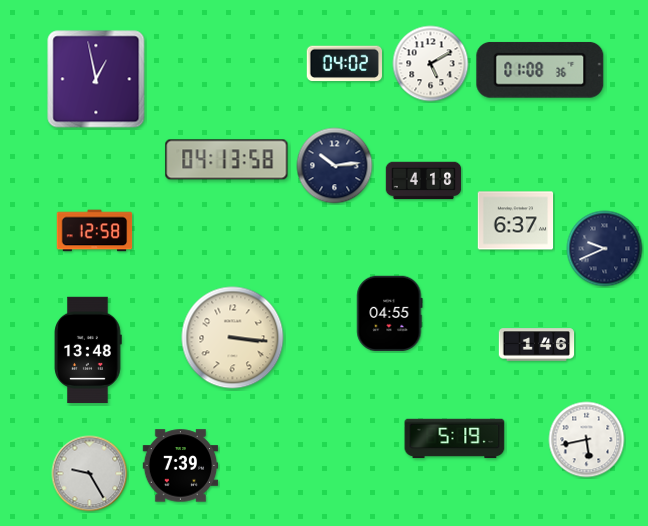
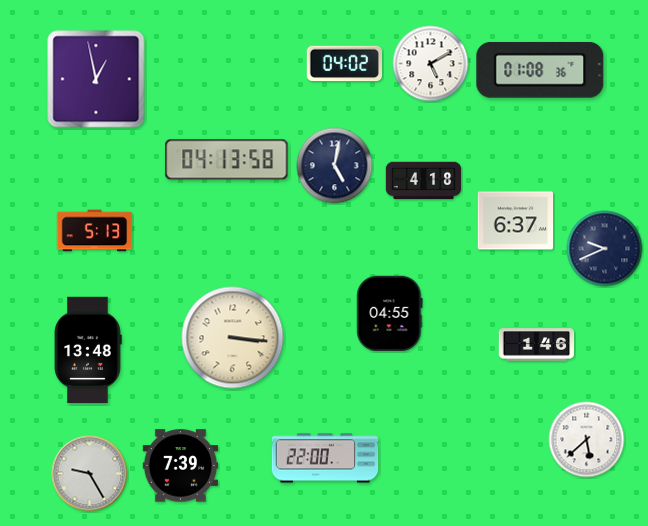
clock at (335, 166): 10:14 -> 5:02
clock at (95, 231): 12:58 -> 5:13
clock at (455, 439): 5:19 -> none
clock at (587, 440): 5:43 -> 5:38
clock at (325, 458): none -> 22:00
